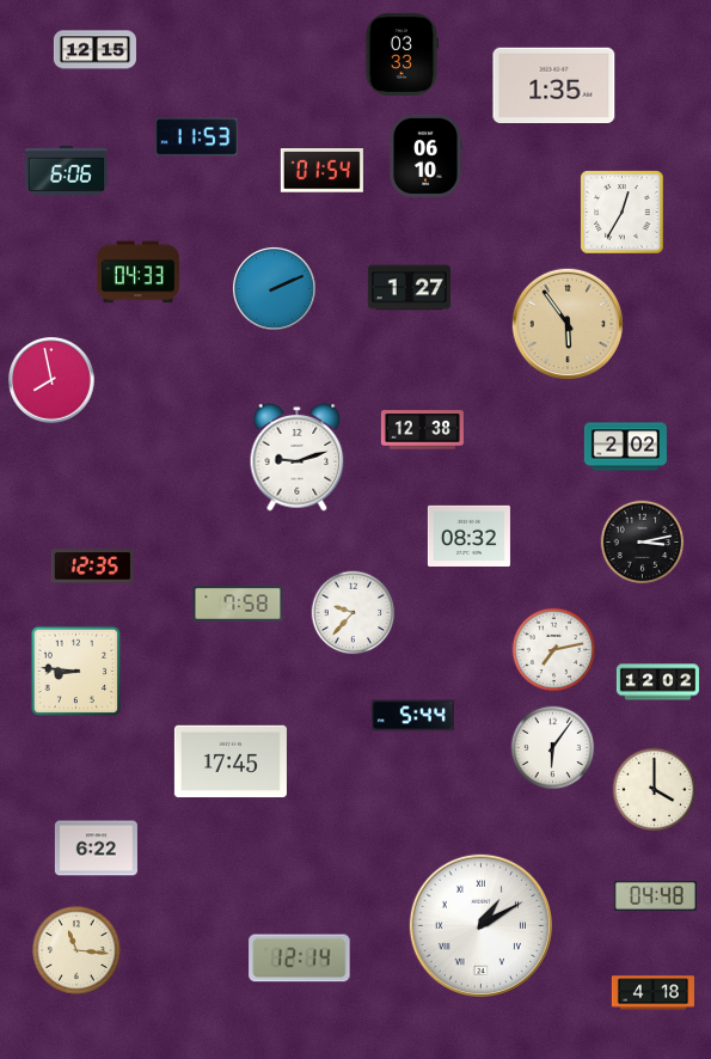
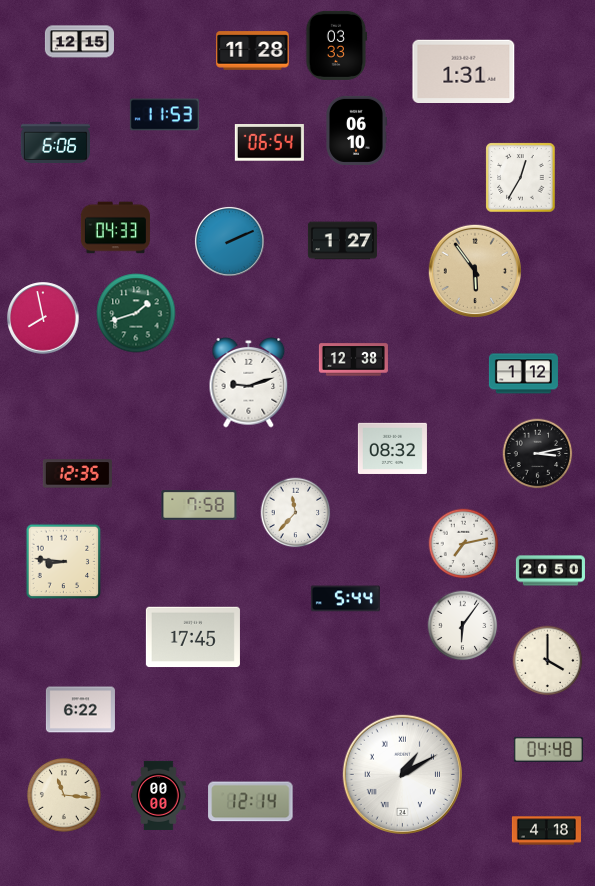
clock at (253, 51): none -> 11:28
clock at (554, 85): 1:35 -> 1:31
clock at (321, 171): 01:54 -> 06:54
clock at (136, 313): none -> 1:42
clock at (625, 447): 2:02 -> 1:12
clock at (354, 613): 9:37 -> 11:37
clock at (657, 682): 12:02 -> 20:50
clock at (159, 795): none -> 00:00
